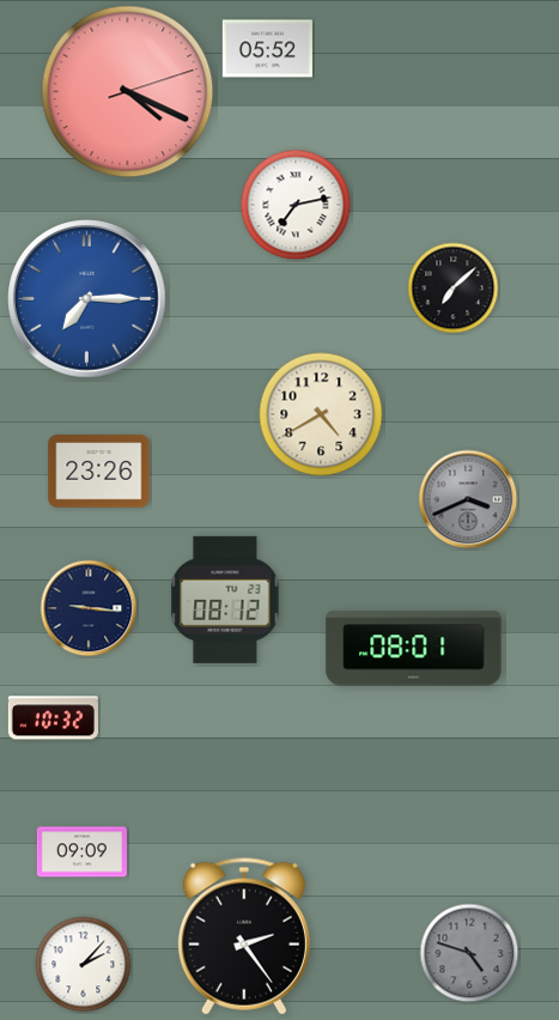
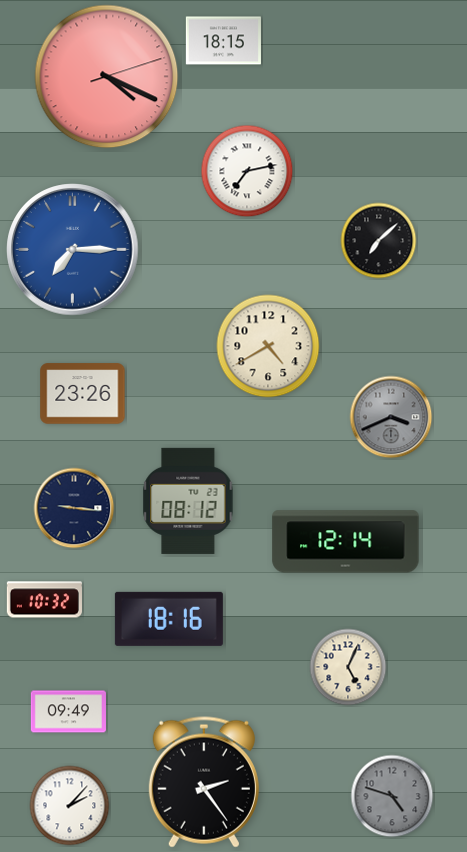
clock at (267, 49): 05:52 -> 18:15
clock at (414, 649): 08:01 -> 12:14
clock at (169, 619): none -> 18:16
clock at (348, 667): none -> 5:04
clock at (81, 852): 09:09 -> 09:49
